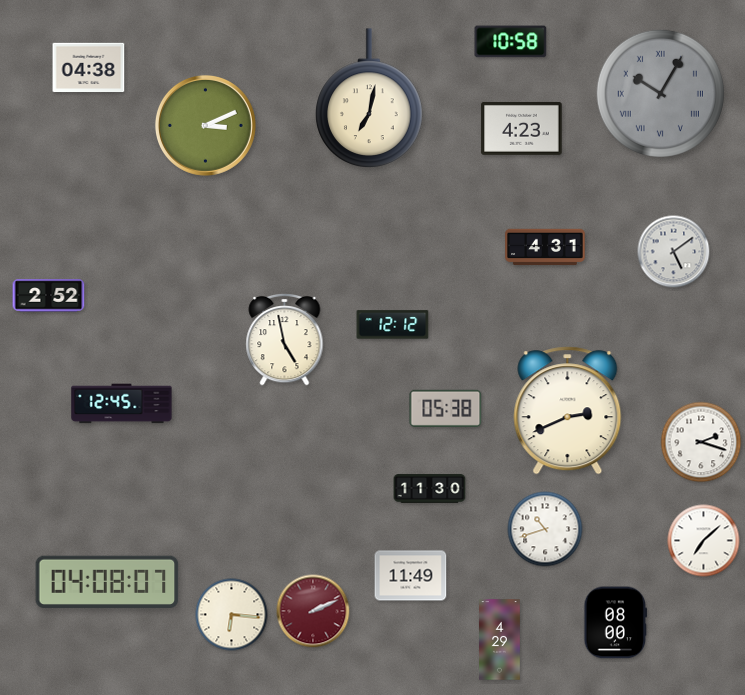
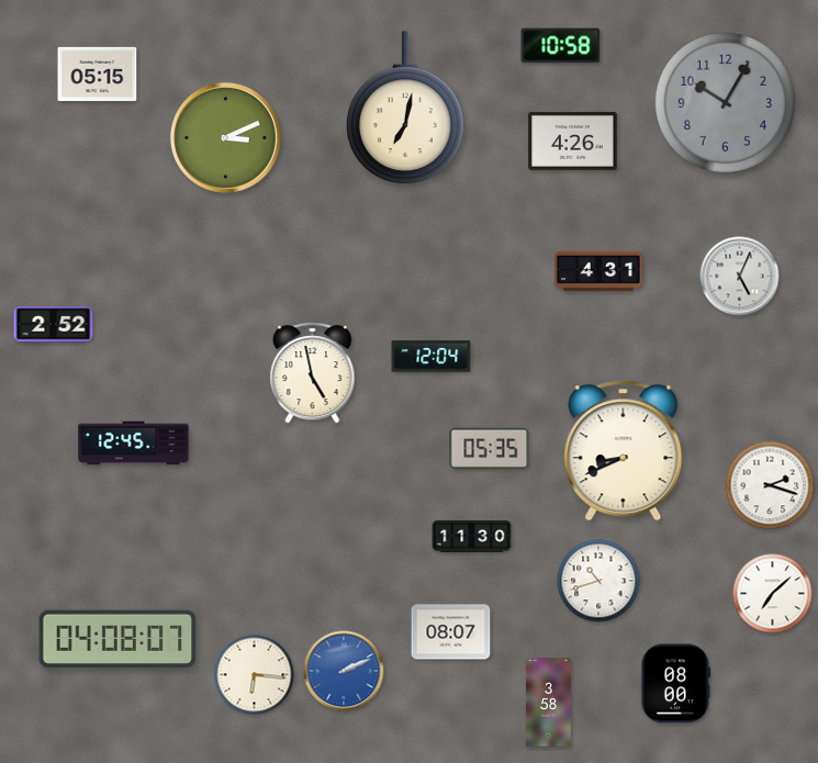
clock at (89, 68): 04:38 -> 05:15
clock at (660, 93) numerals: Roman -> Arabic
clock at (522, 128): 4:23 -> 4:26
clock at (674, 252): 5:09 -> 5:04
clock at (393, 325): 12:12 -> 12:04
clock at (446, 408): 05:38 -> 05:35
clock at (568, 411): 2:41 -> 8:41
clock at (411, 576): 11:49 -> 08:07
clock at (313, 611) dial: burgundy -> blue
clock at (500, 640): 4:29 -> 3:58
